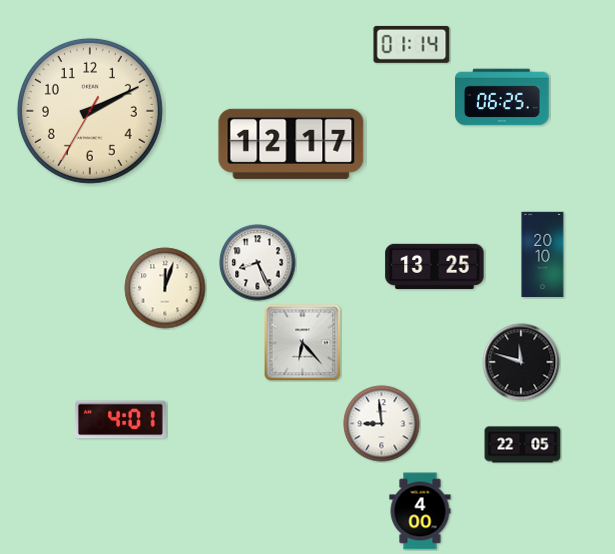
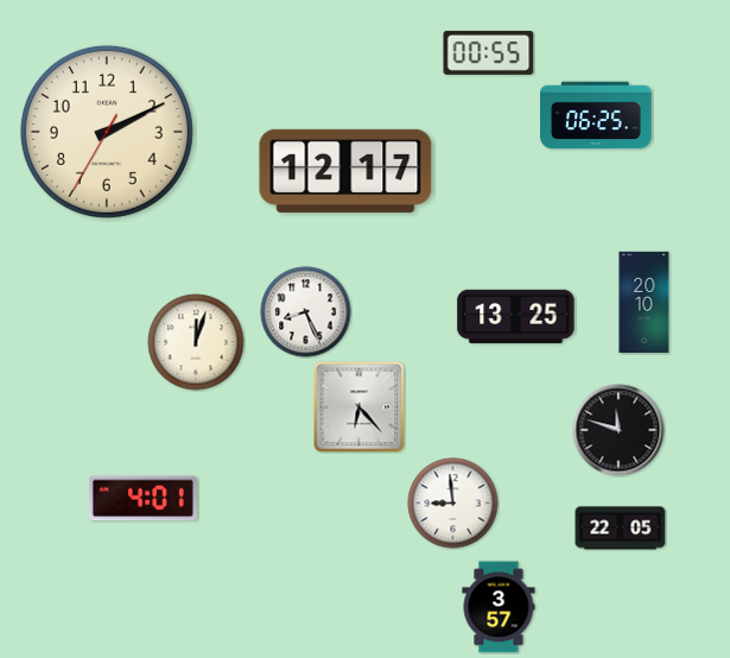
clock at (412, 44): 01:14 -> 00:55
clock at (420, 511): 4:00 -> 3:57
